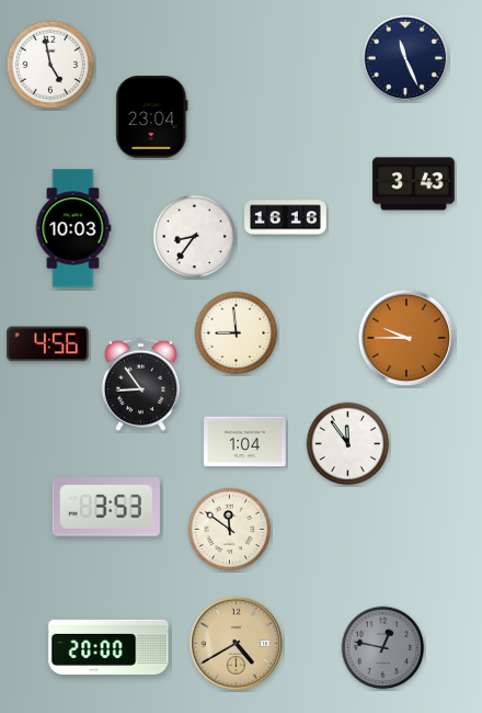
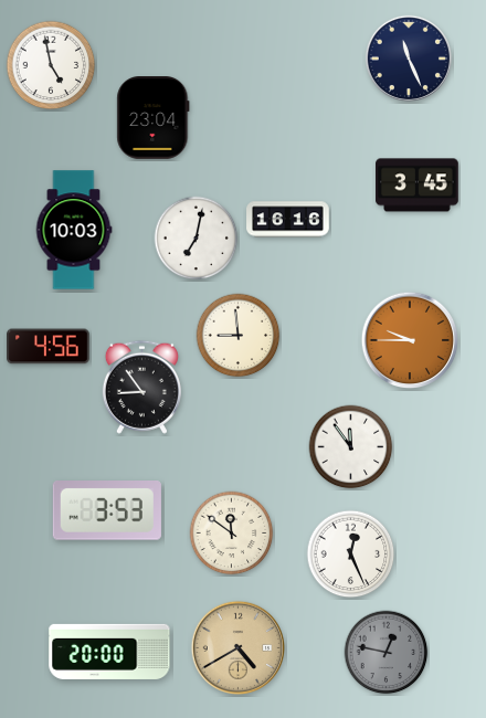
clock at (414, 184): 3:43 -> 3:45
clock at (195, 237): 8:36 -> 7:02
clock at (245, 442): 1:04 -> none
clock at (351, 555): none -> 12:26
